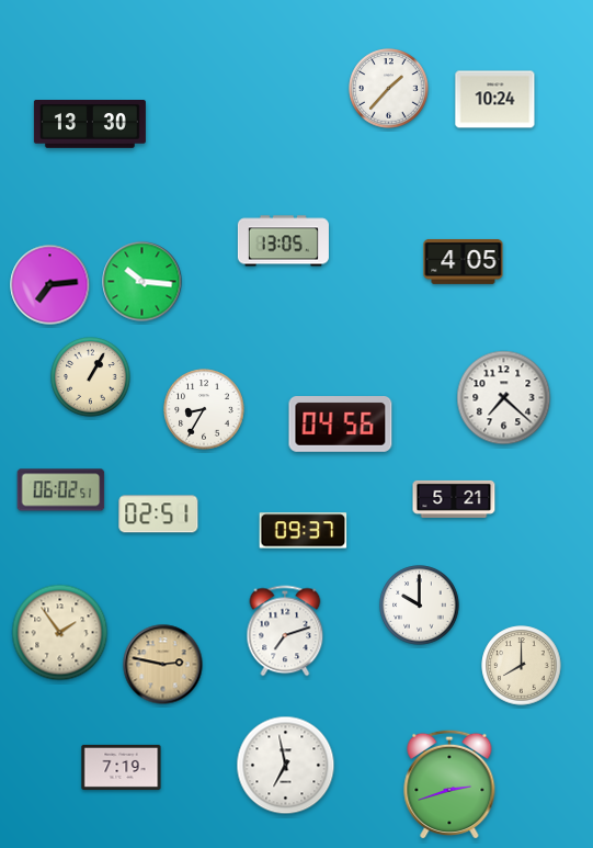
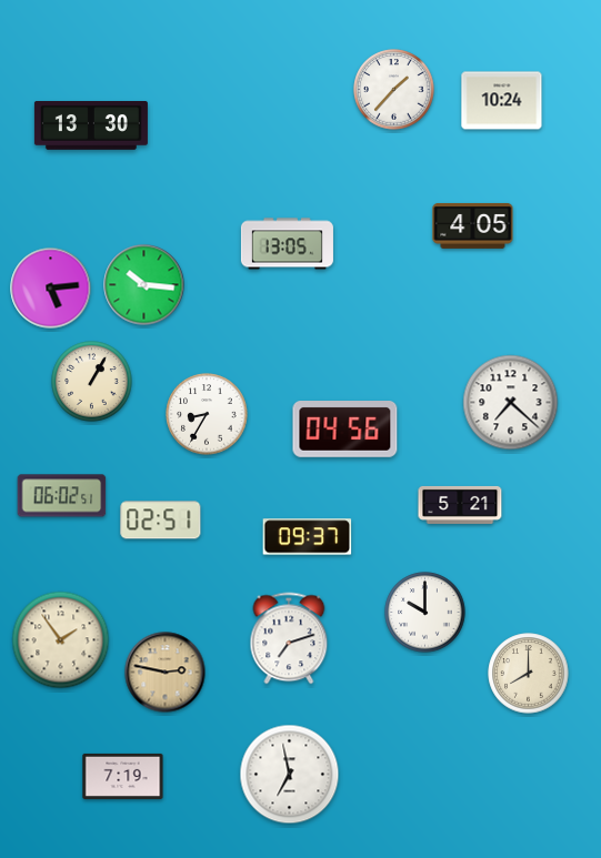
clock at (464, 261) position: (464, 261) -> (473, 225)
clock at (50, 285): 7:14 -> 5:14
clock at (449, 784): 2:42 -> none
